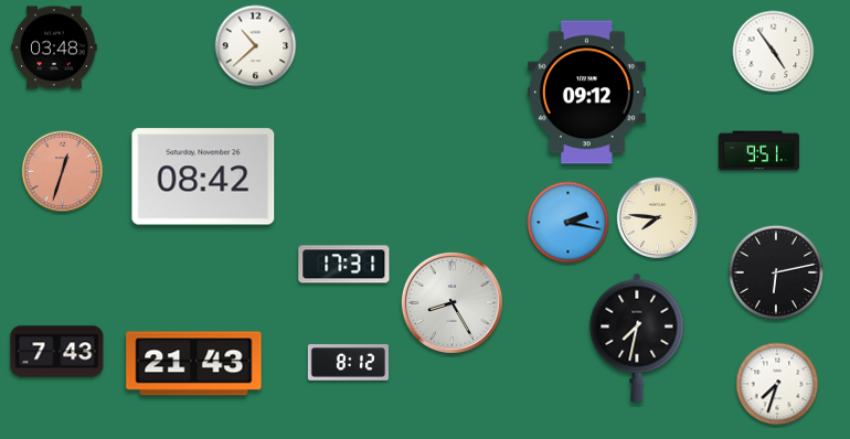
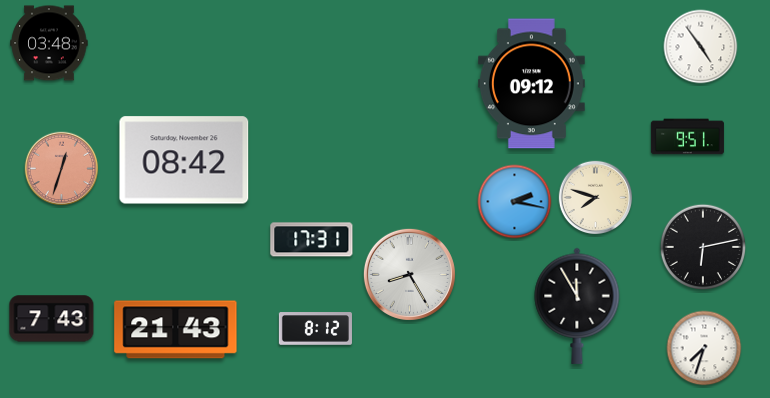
clock at (256, 46): 10:38 -> none
clock at (63, 172) position: (63, 172) -> (62, 169)
clock at (658, 218): 7:46 -> 7:48
clock at (637, 338): 7:32 -> 11:55
